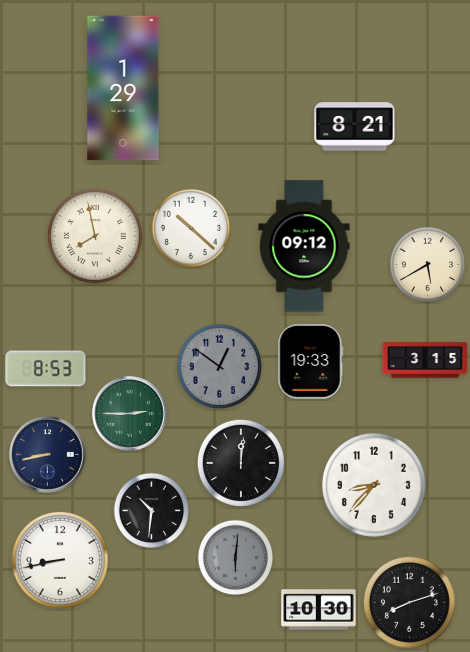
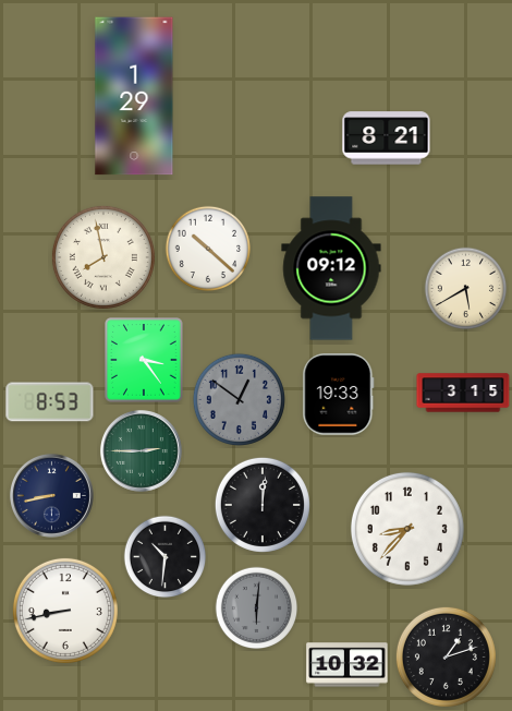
clock at (144, 360): none -> 3:24
clock at (409, 602): 8:12 -> 1:12
clock at (319, 610): 10:30 -> 10:32
